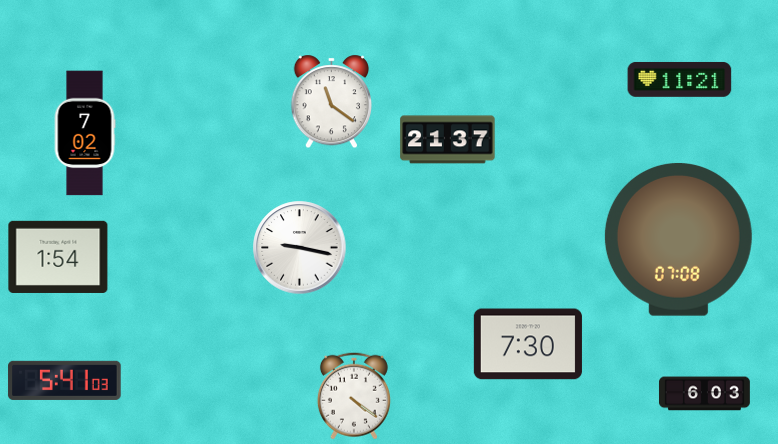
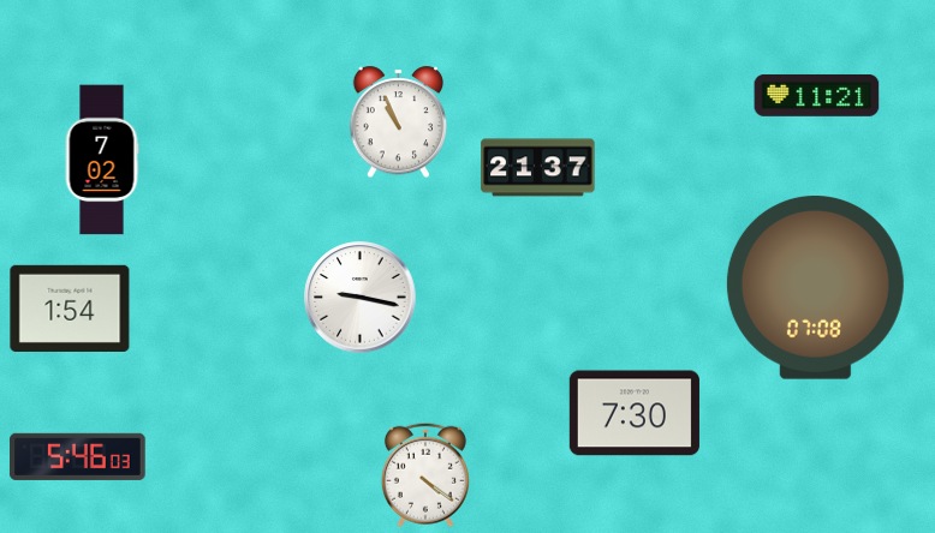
clock at (331, 102): 11:21 -> 10:56
clock at (65, 380): 5:41 -> 5:46
clock at (704, 394): 6:03 -> none
